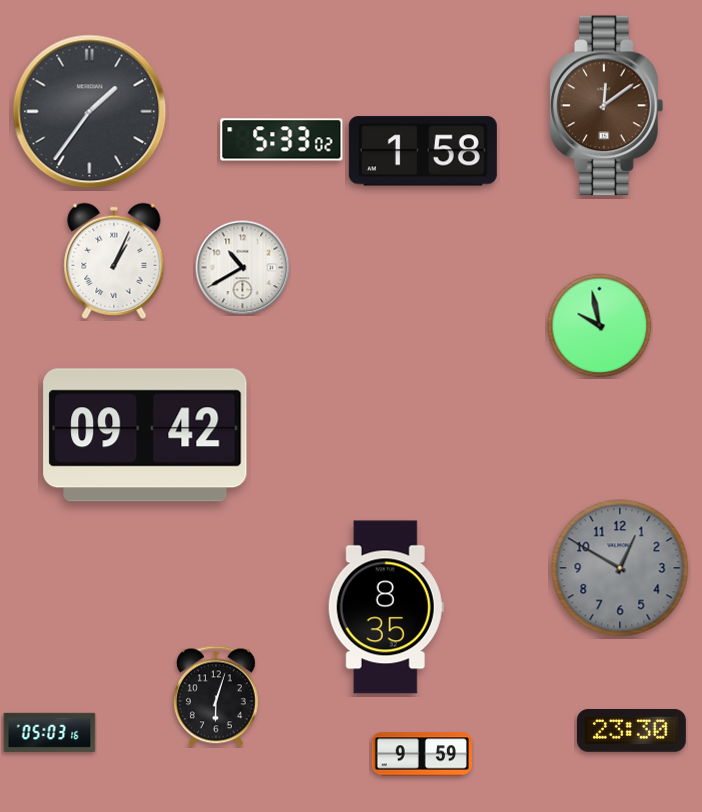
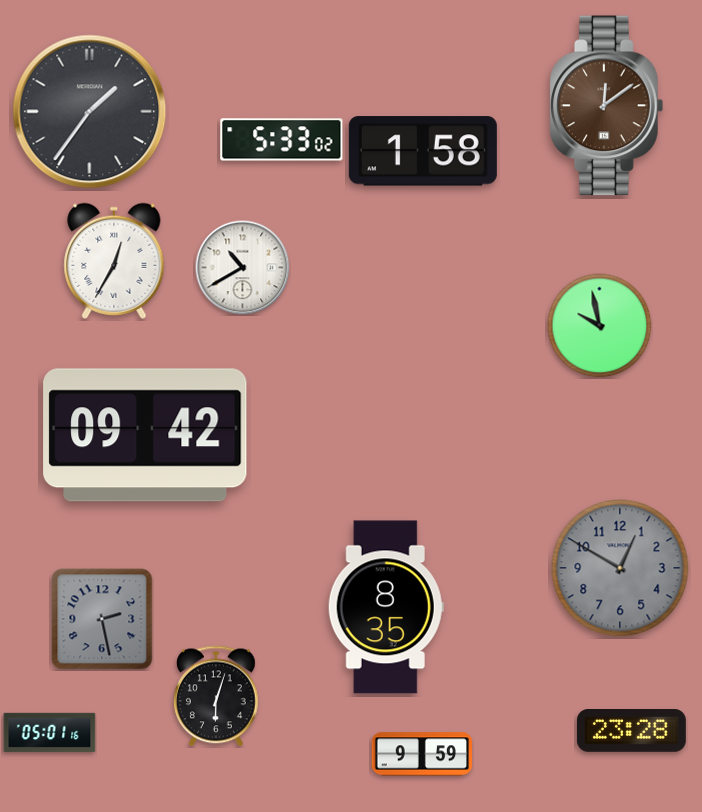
clock at (114, 261): 1:04 -> 12:35
clock at (102, 619): none -> 2:28
clock at (631, 731): 23:30 -> 23:28
clock at (50, 733): 05:03 -> 05:01
